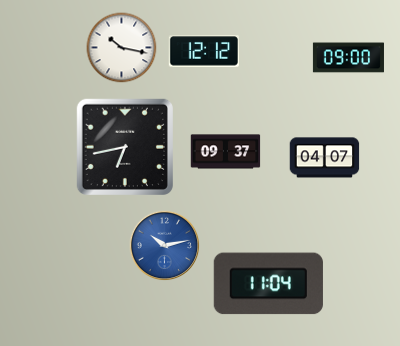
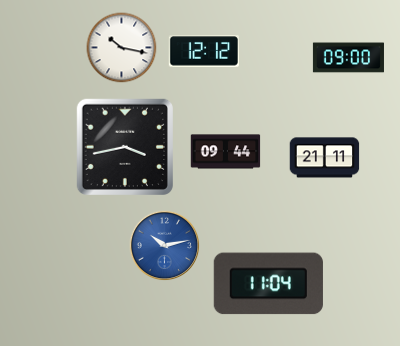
clock at (125, 147): 6:43 -> 3:43
clock at (226, 152): 09:37 -> 09:44
clock at (325, 158): 04:07 -> 21:11
